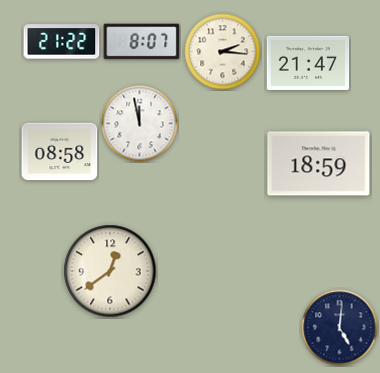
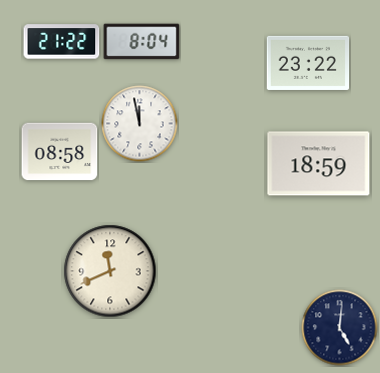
clock at (142, 42): 8:07 -> 8:04
clock at (223, 52): 2:16 -> none
clock at (308, 63): 21:47 -> 23:22
clock at (110, 271): 12:39 -> 11:41
